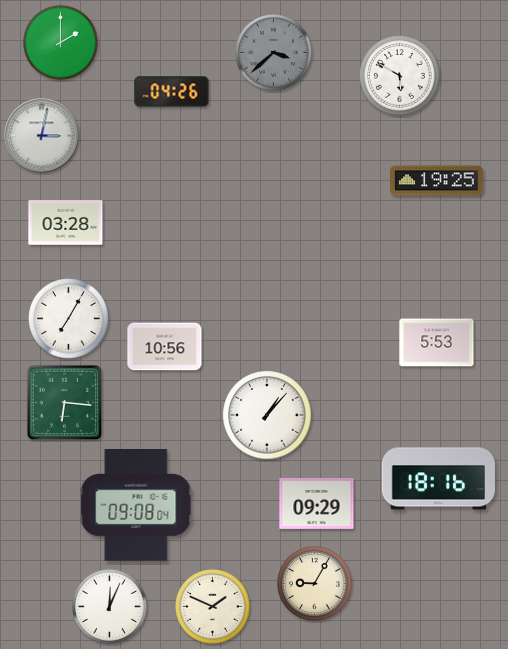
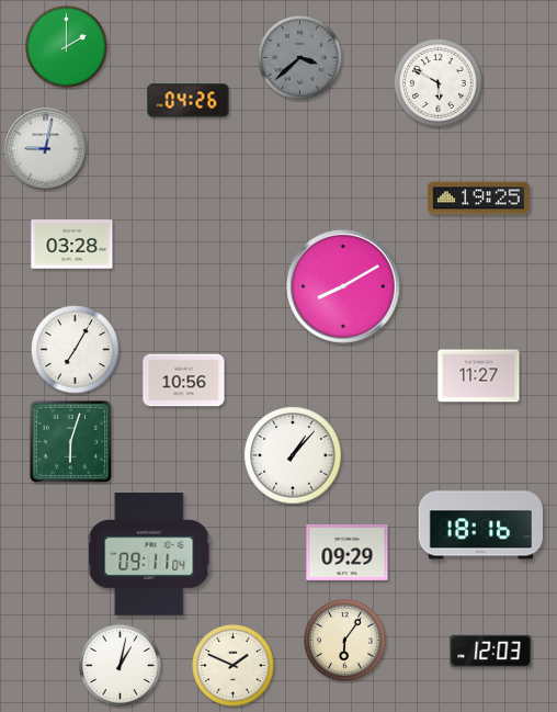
clock at (42, 136): 3:02 -> 9:02
clock at (343, 286): none -> 8:10
clock at (437, 343): 5:53 -> 11:27
clock at (165, 347) position: (165, 347) -> (184, 381)
clock at (65, 403): 6:16 -> 6:03
clock at (136, 506): 09:08 -> 09:11
clock at (315, 584): 9:05 -> 6:06
clock at (491, 651): none -> 12:03
clock at (110, 607): 12:04 -> 1:02
